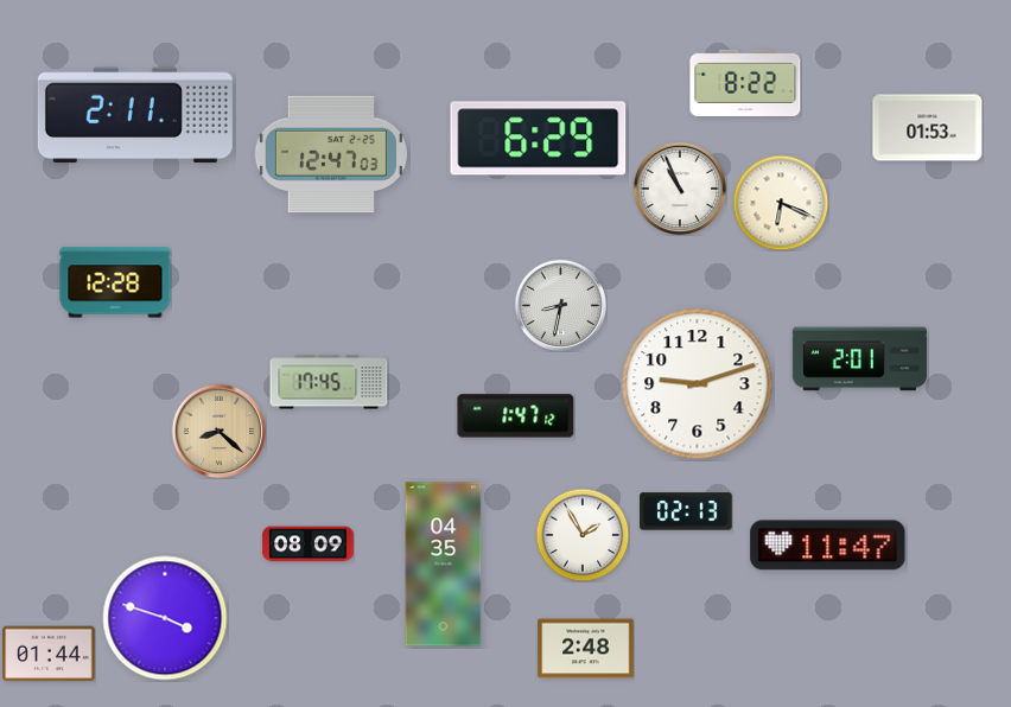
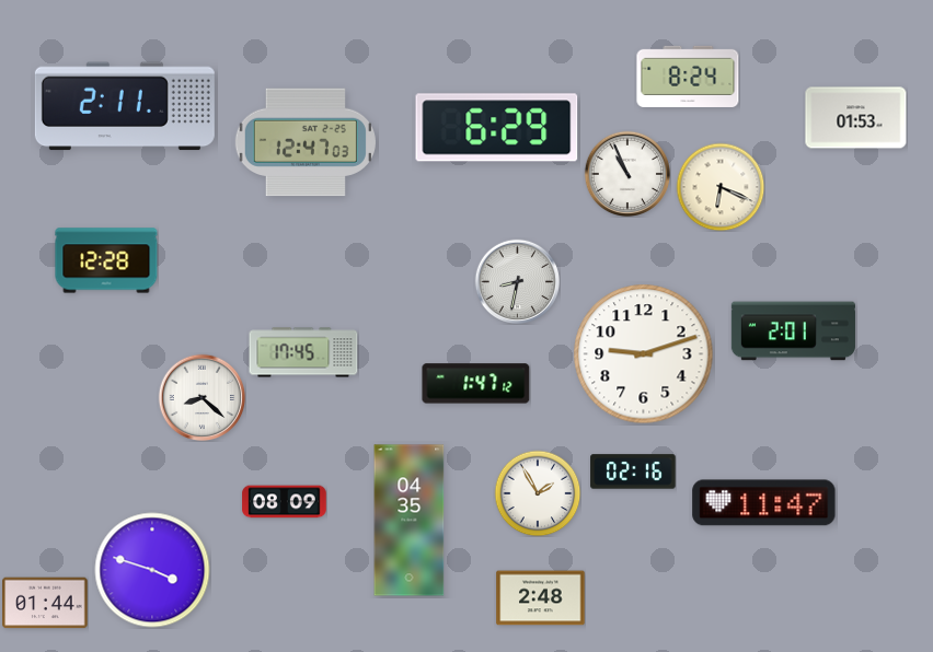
clock at (745, 83): 8:22 -> 8:24
clock at (218, 431) dial: champagne -> white
clock at (686, 511): 02:13 -> 02:16
